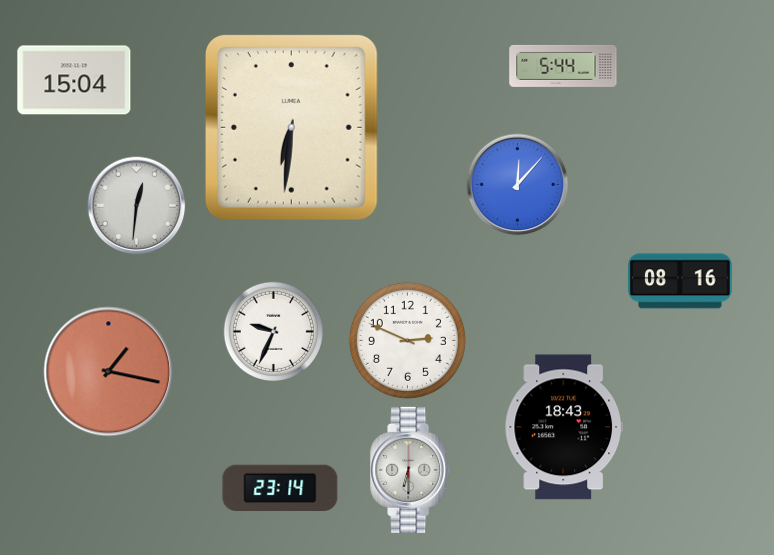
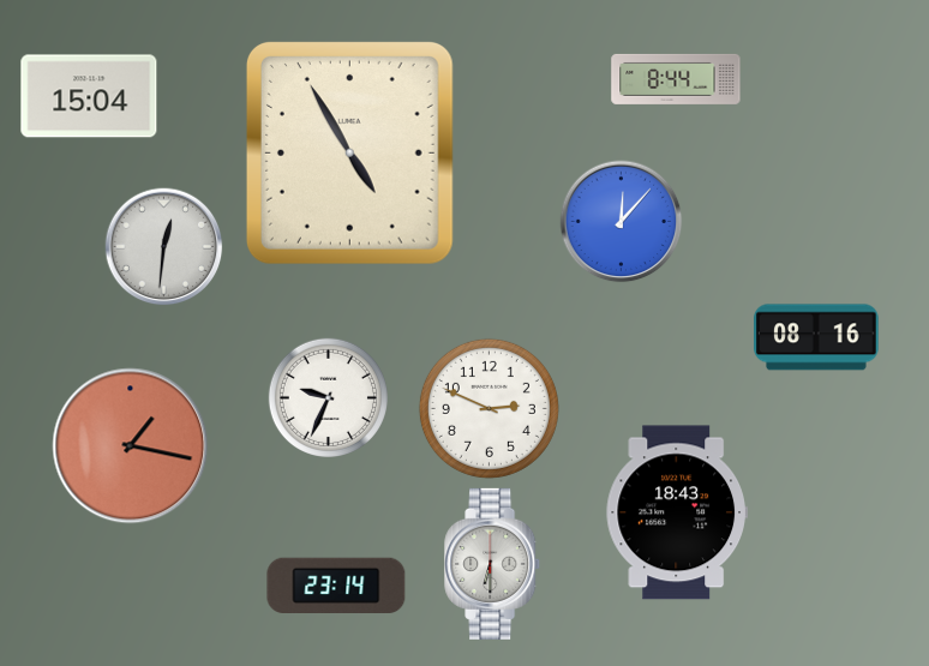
clock at (563, 66): 5:44 -> 8:44
clock at (291, 127): 6:31 -> 4:55
